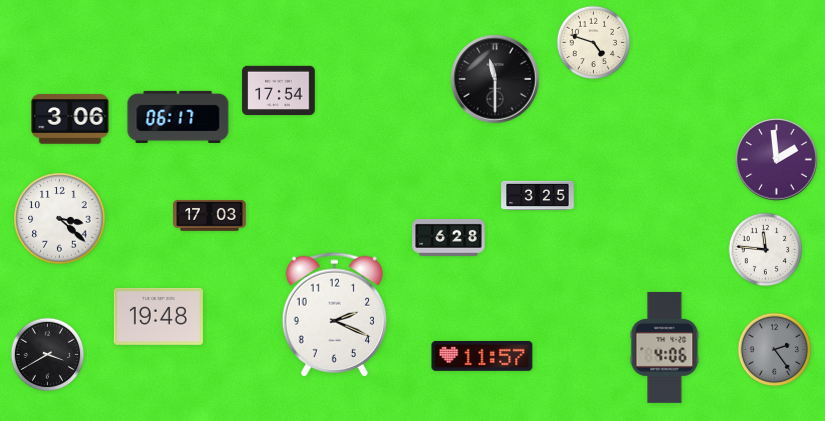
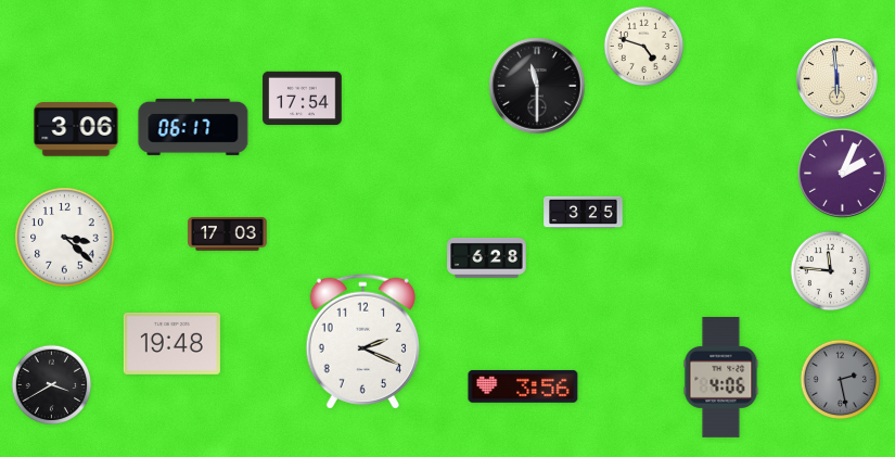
clock at (838, 79): none -> 5:59
clock at (777, 160): 1:59 -> 2:04
clock at (775, 350): 2:24 -> 2:28
clock at (482, 356): 11:57 -> 3:56
